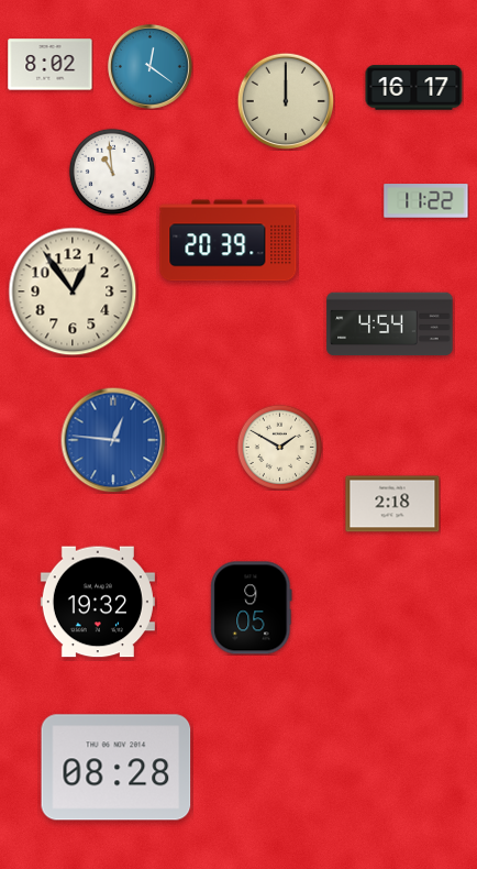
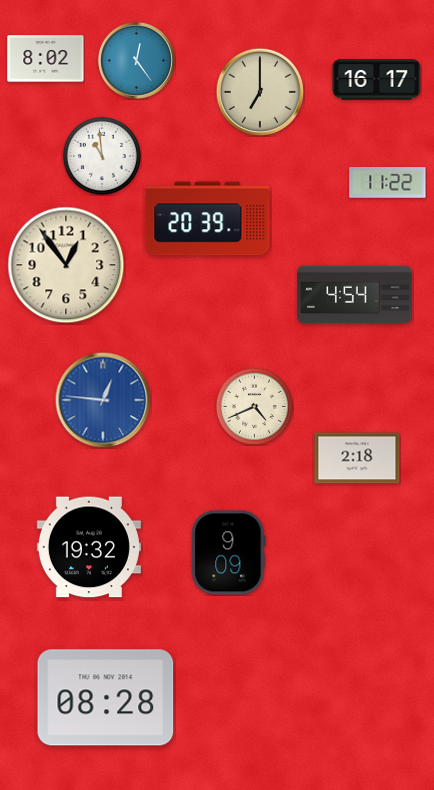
clock at (151, 67): 12:21 -> 12:24
clock at (286, 101): 12:00 -> 7:00
clock at (279, 447): 1:50 -> 4:41
clock at (252, 608): 9:05 -> 9:09
